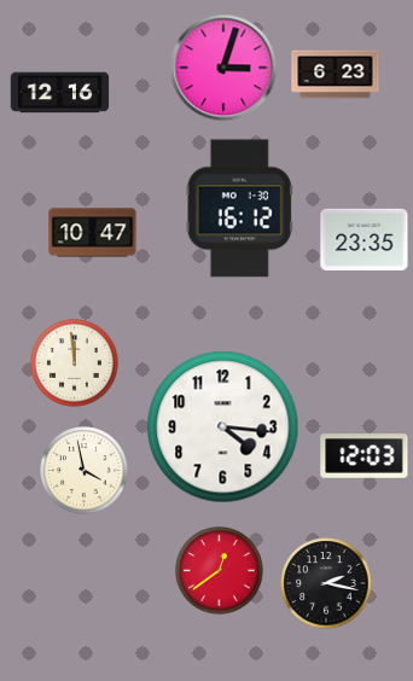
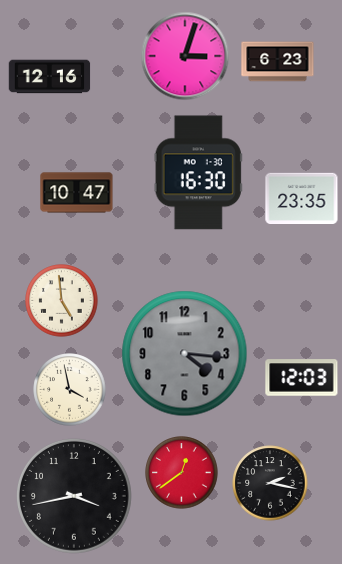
clock at (239, 209): 16:12 -> 16:30
clock at (75, 363): 11:59 -> 4:59
clock at (223, 427) dial: white -> grey
clock at (74, 496): none -> 3:43
